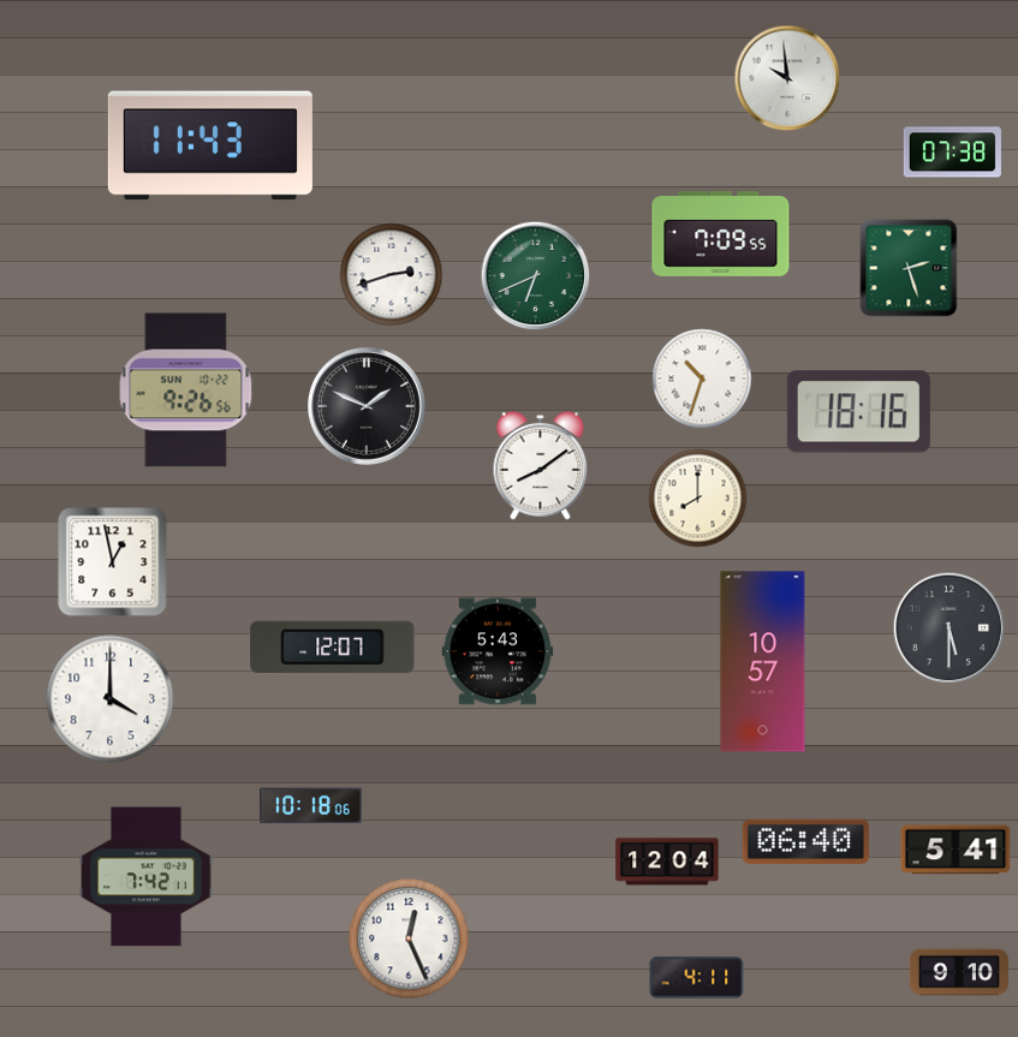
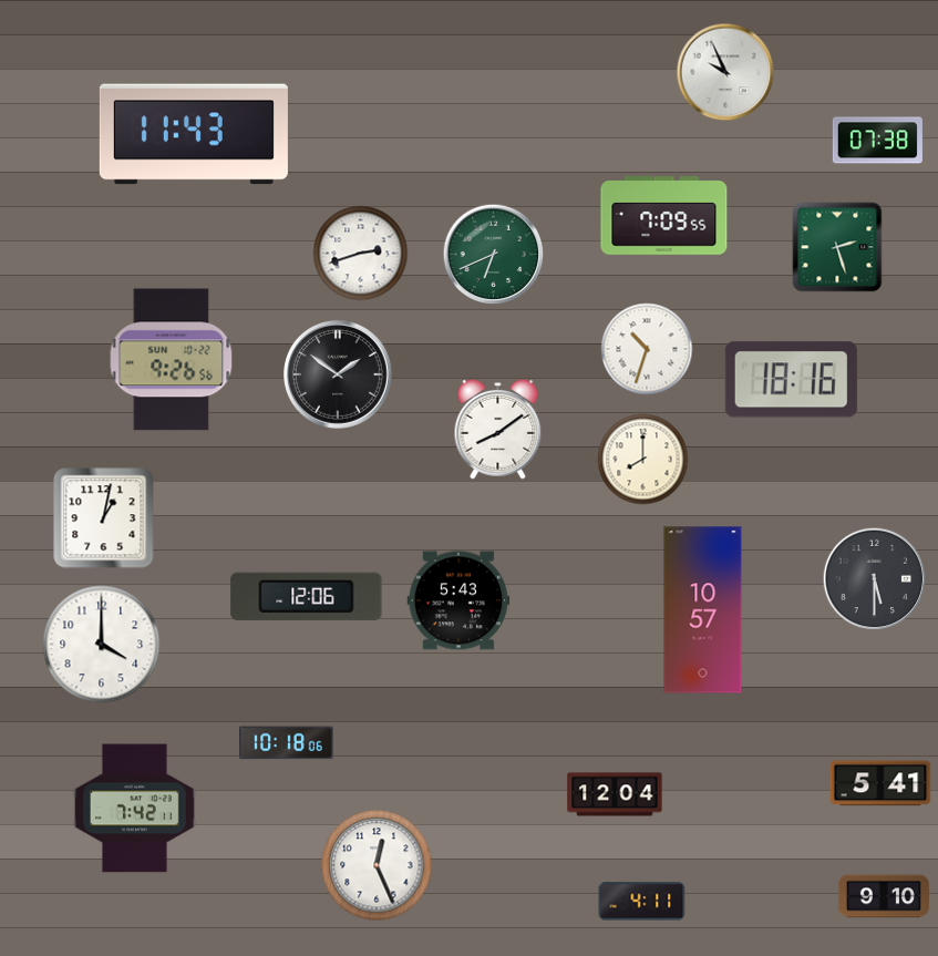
clock at (787, 78): 9:59 -> 9:56
clock at (368, 407): 1:49 -> 1:51
clock at (113, 562): 12:58 -> 1:02
clock at (333, 646): 12:07 -> 12:06
clock at (805, 841): 06:40 -> none
